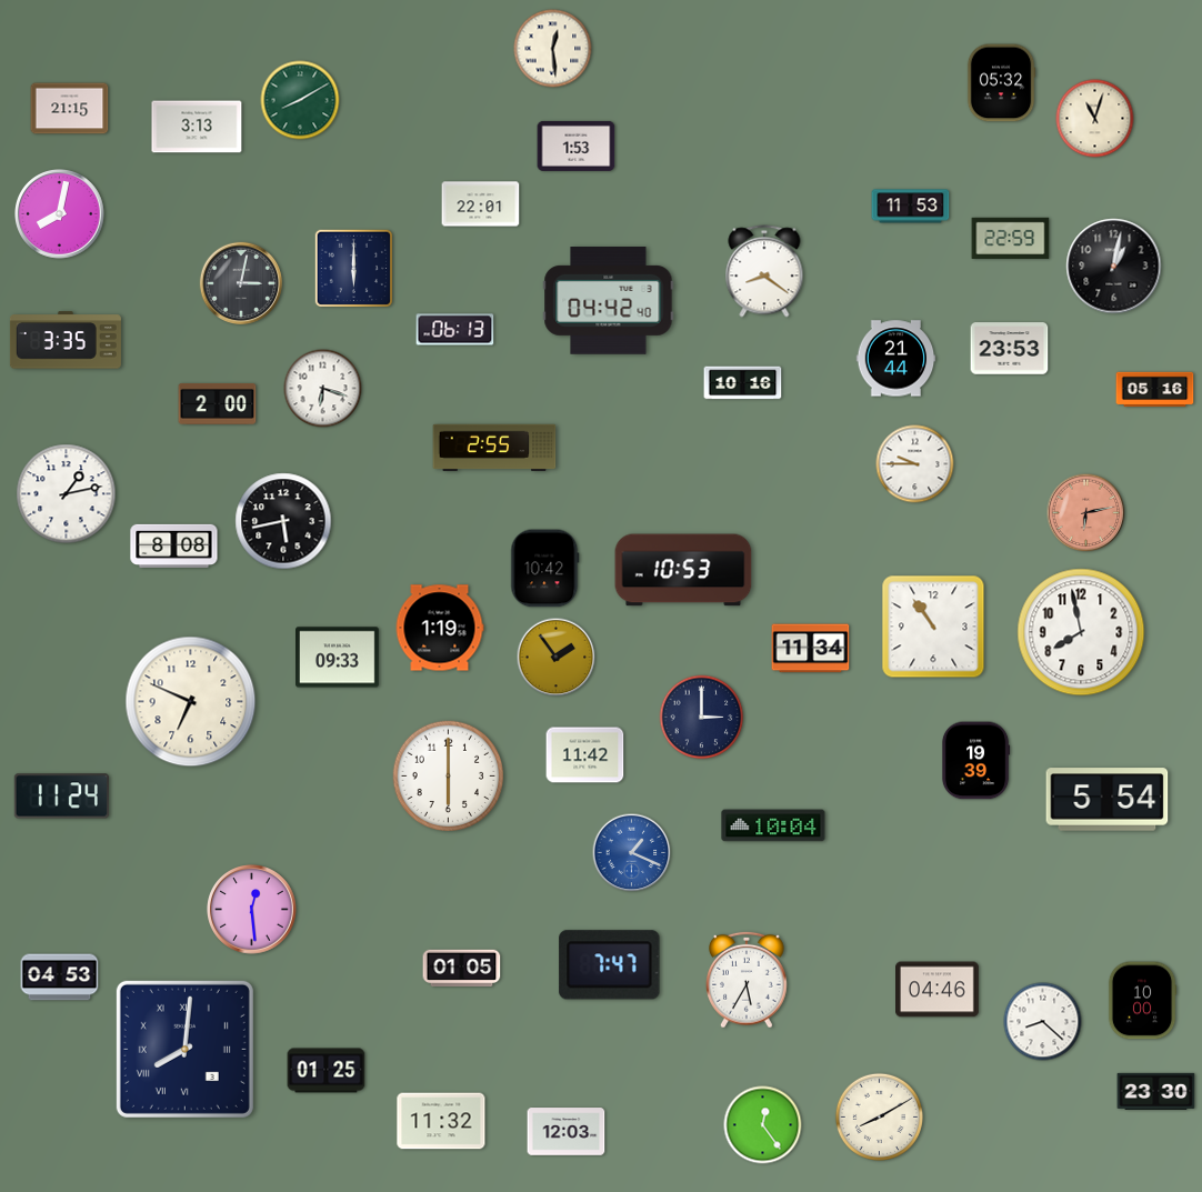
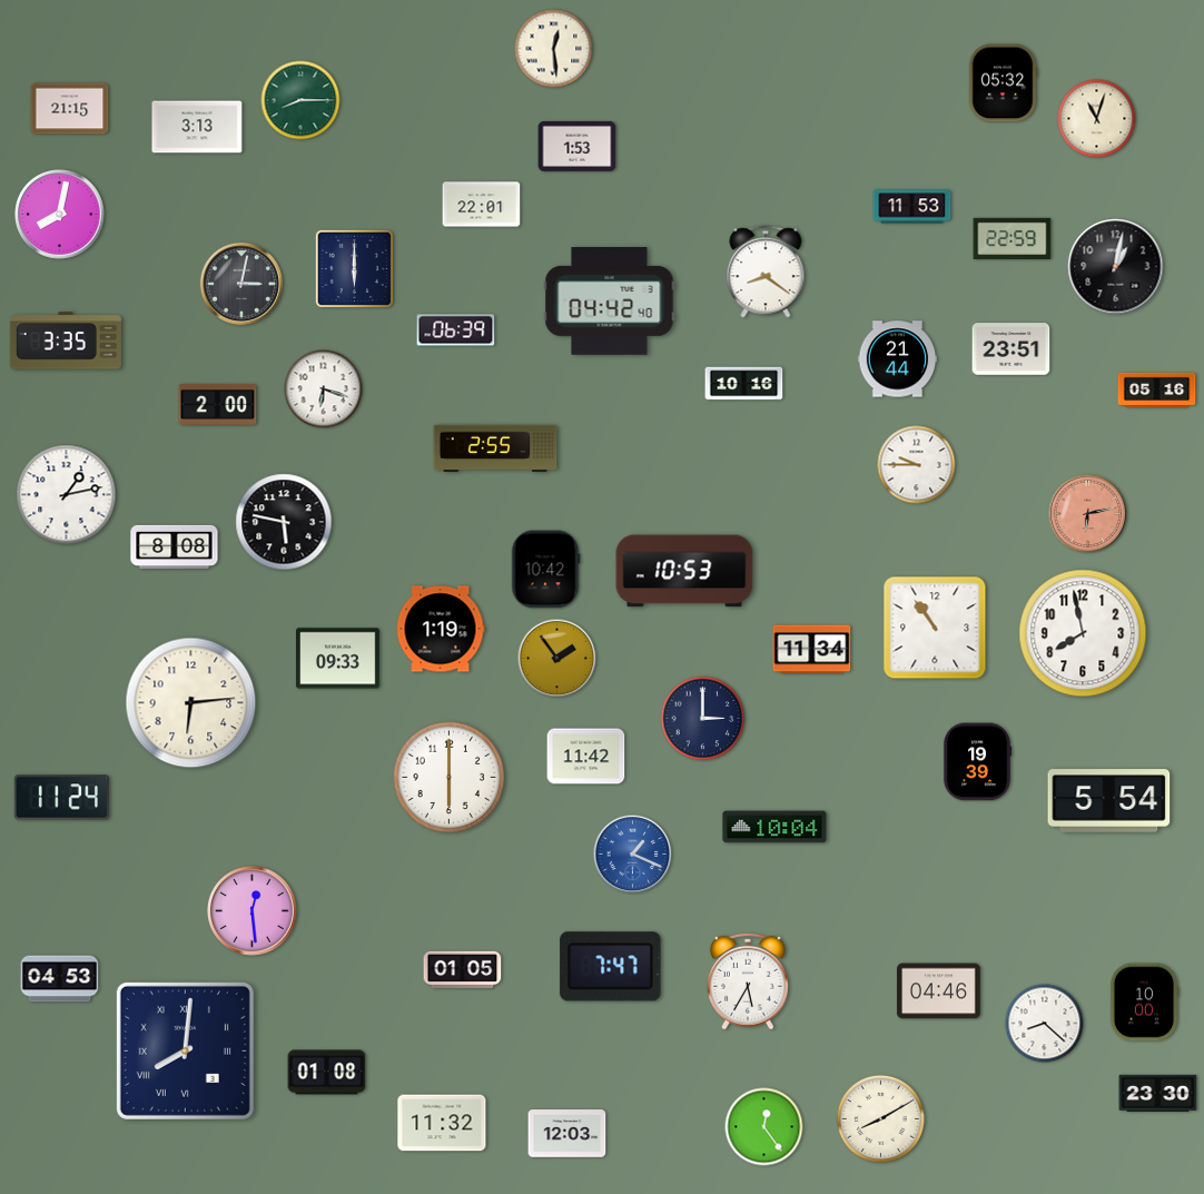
clock at (300, 100): 8:10 -> 8:15
clock at (455, 330): 06:13 -> 06:39
clock at (1010, 349): 23:53 -> 23:51
clock at (283, 521): 5:43 -> 5:47
clock at (191, 702): 6:49 -> 6:14
clock at (327, 1071): 01:25 -> 01:08
